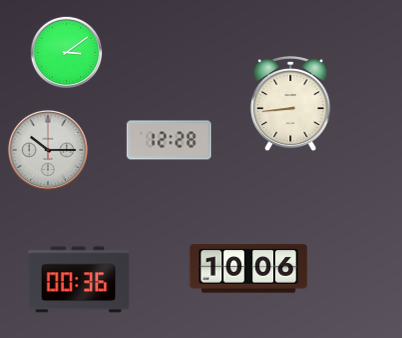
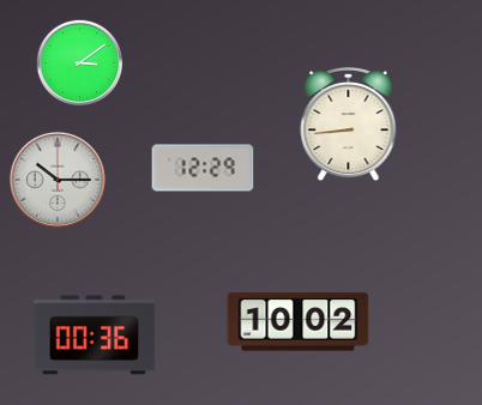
clock at (169, 140): 12:28 -> 12:29
clock at (249, 269): 10:06 -> 10:02
